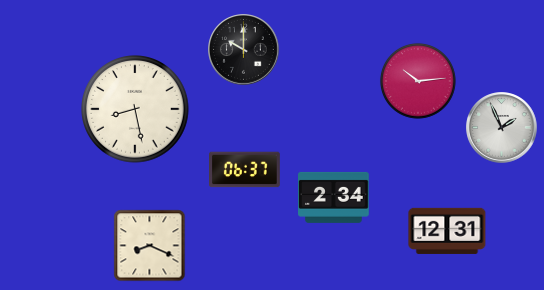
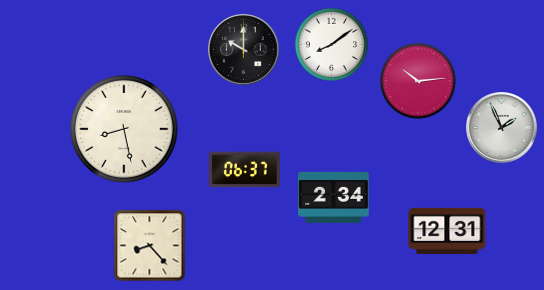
clock at (331, 44): none -> 8:09
clock at (135, 109) position: (135, 109) -> (124, 129)
clock at (150, 246): 8:19 -> 8:23
